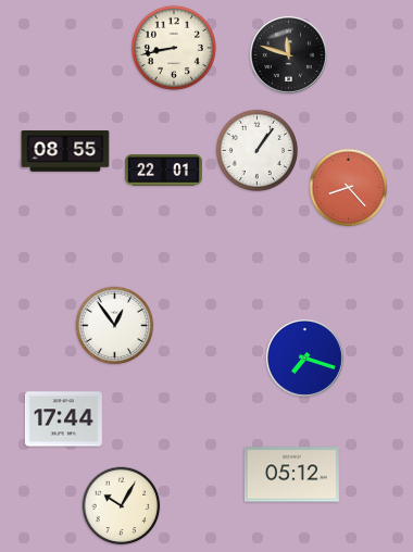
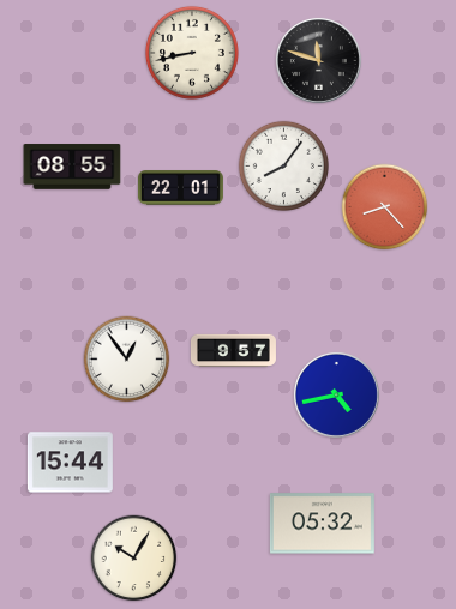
clock at (256, 150): 1:06 -> 8:06
clock at (233, 351): none -> 9:57
clock at (304, 357): 7:18 -> 4:43
clock at (63, 419): 17:44 -> 15:44
clock at (291, 475): 05:12 -> 05:32
